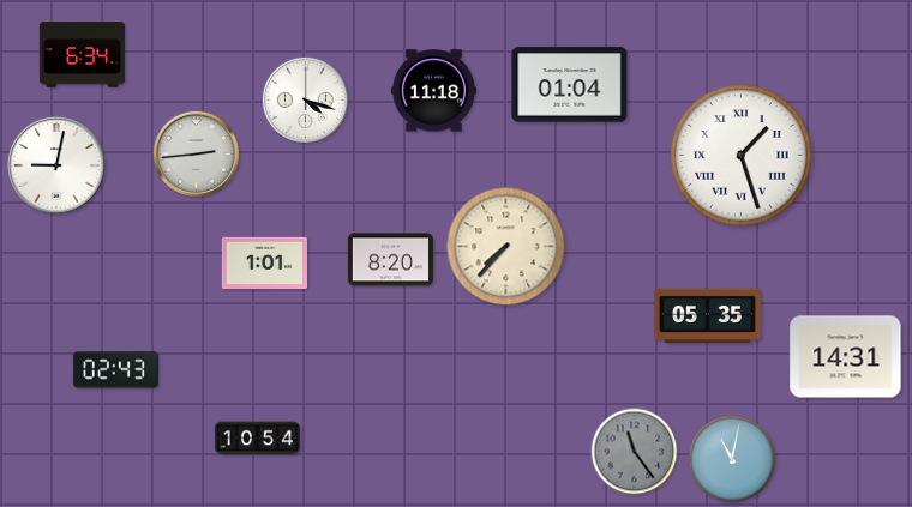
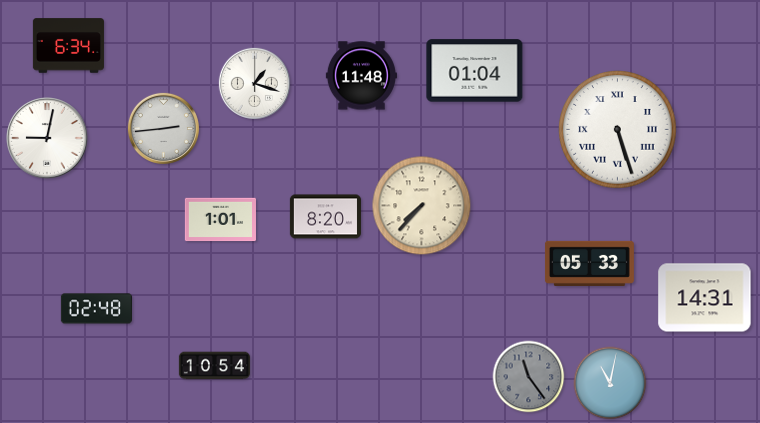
clock at (433, 91): 11:18 -> 11:48
clock at (305, 99): 4:18 -> 1:18
clock at (742, 156): 1:27 -> 5:27
clock at (707, 315): 05:35 -> 05:33
clock at (115, 370): 02:43 -> 02:48
